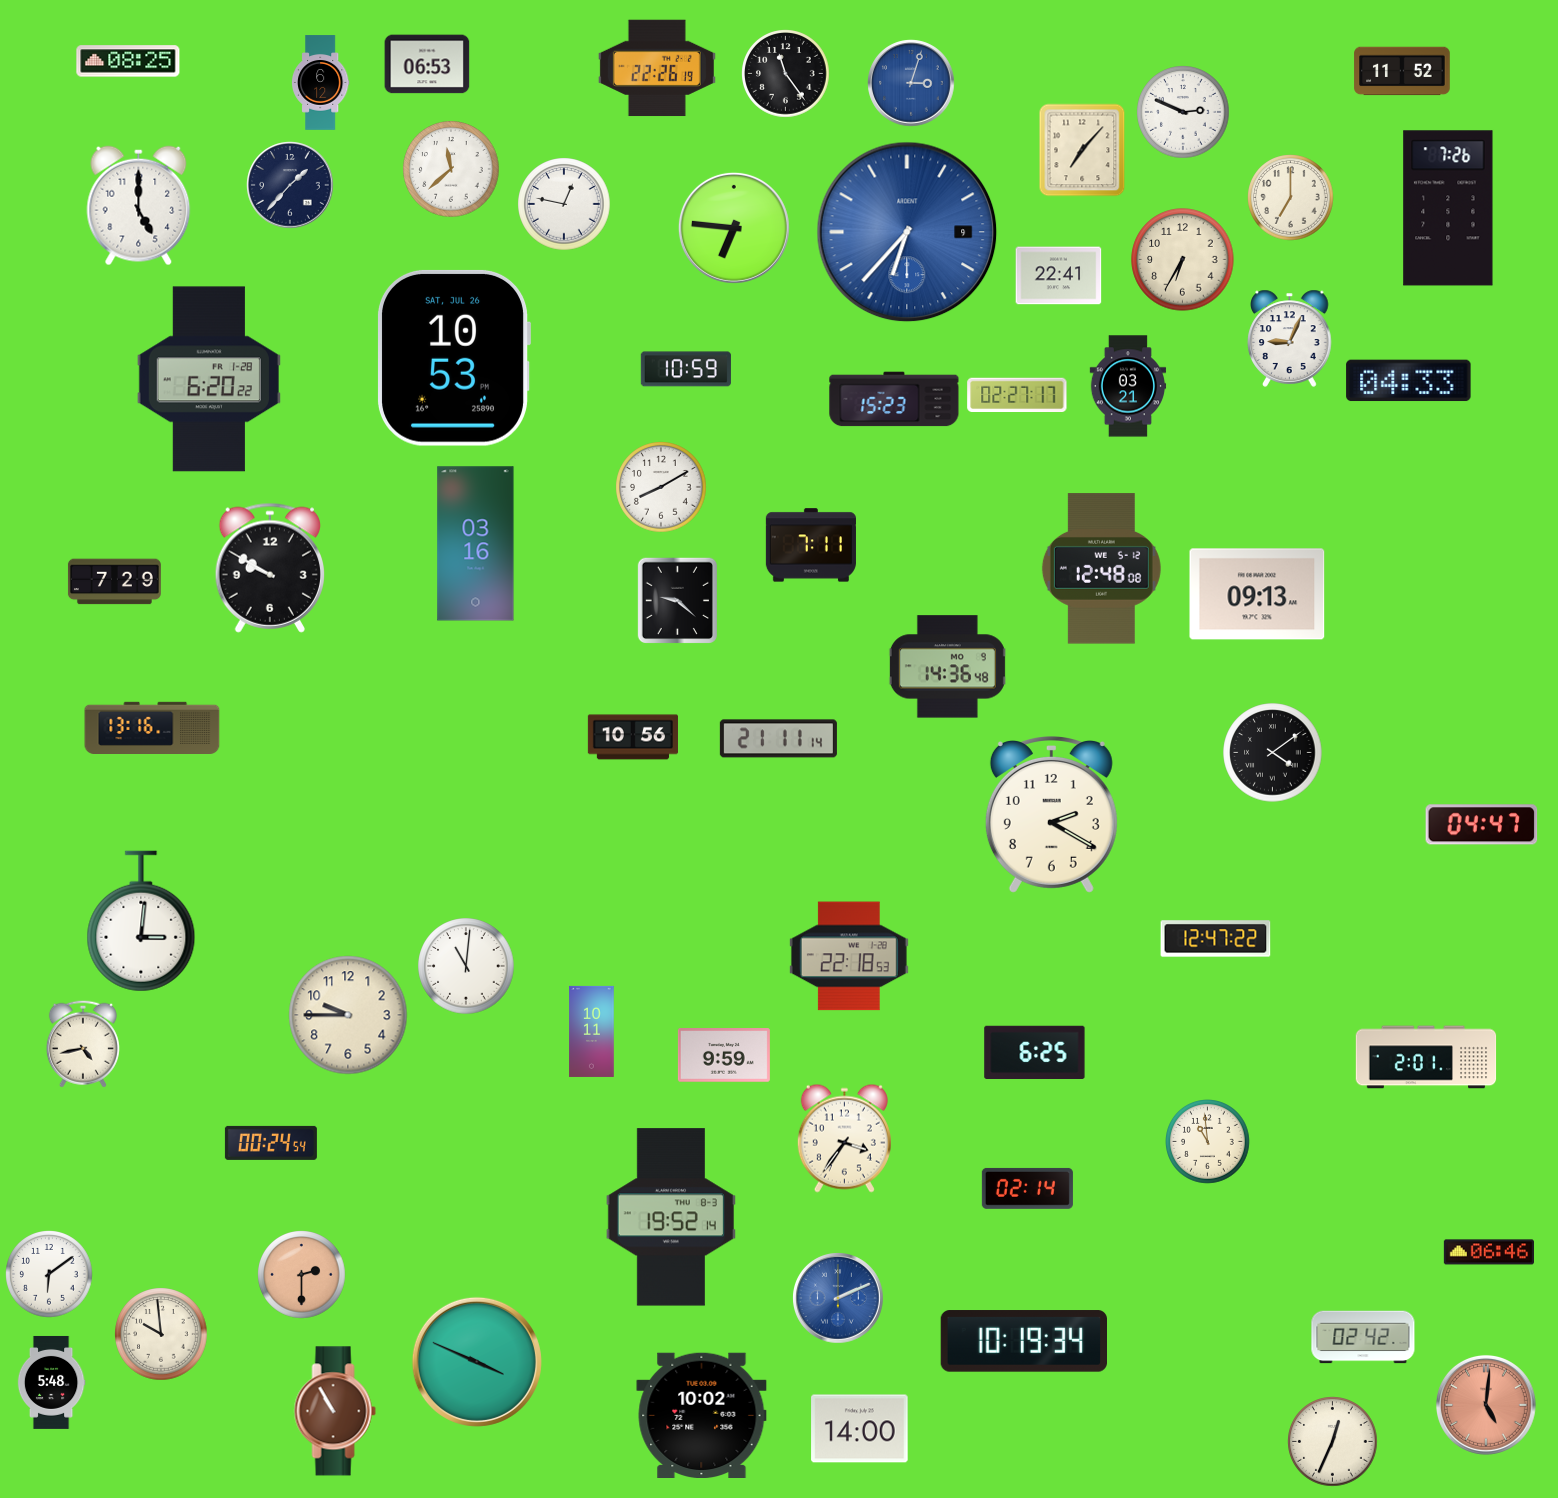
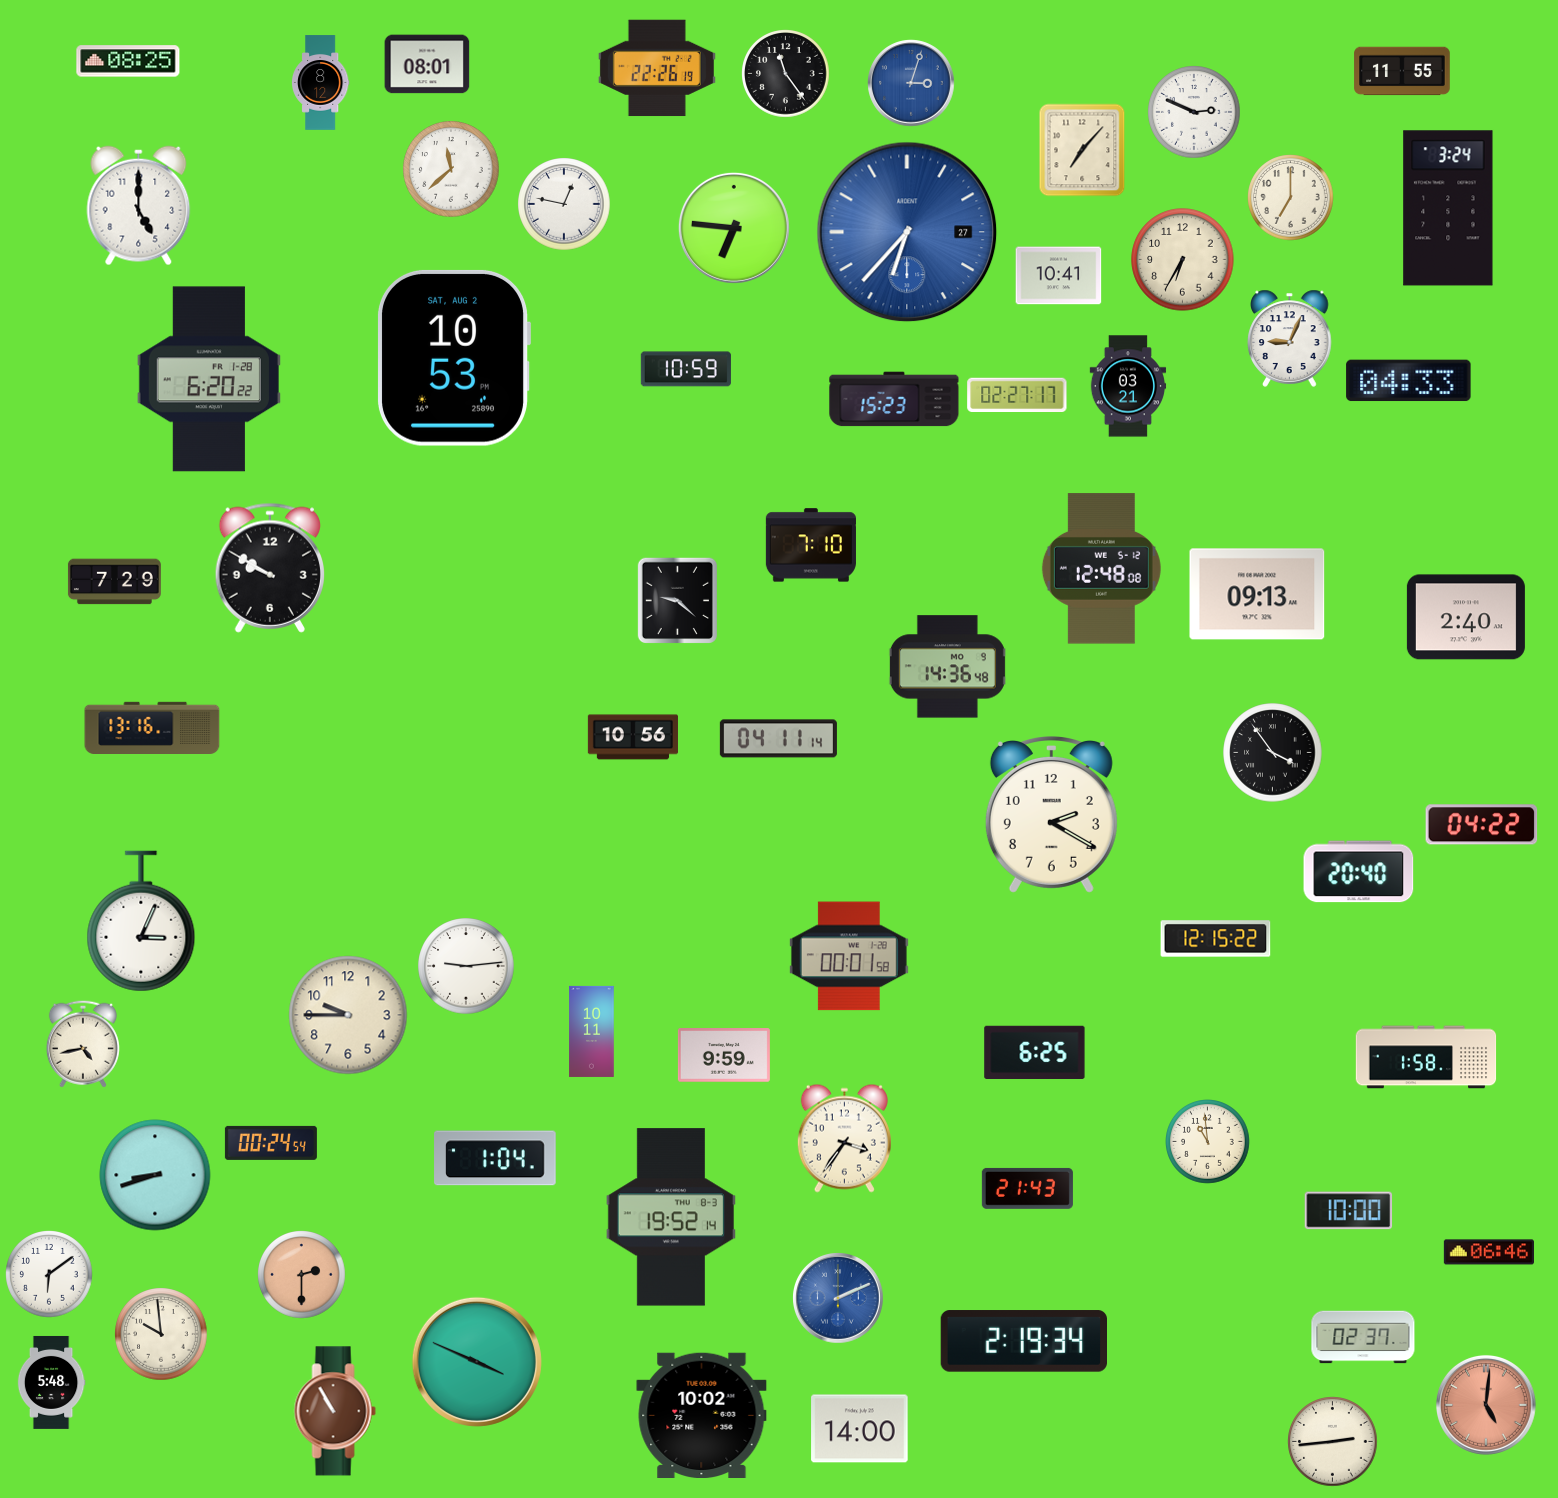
clock at (427, 64): 06:53 -> 08:01
clock at (1402, 71): 11:52 -> 11:55
clock at (320, 83): 6:12 -> 8:12
clock at (1183, 112) position: (1183, 112) -> (1194, 112)
clock at (290, 185): 1:37 -> none
clock at (1448, 208): 7:26 -> 3:24
clock at (907, 232) date: 9 -> 27
clock at (1059, 276): 22:41 -> 10:41
clock at (453, 358) date: SAT, JUL 26 -> SAT, AUG 2
clock at (661, 487): 8:10 -> none
clock at (476, 544): 03:16 -> none
clock at (811, 545): 7:11 -> 7:10
clock at (1466, 617): none -> 2:40
clock at (778, 739): 21:11 -> 04:11
clock at (1273, 753): 4:09 -> 3:54
clock at (1482, 825): 04:47 -> 04:22
clock at (1359, 872): none -> 20:40
clock at (141, 921): 3:01 -> 3:04
clock at (1216, 939): 12:47 -> 12:15
clock at (849, 956): 22:18 -> 00:01
clock at (466, 966): 11:01 -> 9:14
clock at (1426, 1057): 2:01 -> 1:58
clock at (495, 1158): none -> 1:04
clock at (155, 1175): none -> 8:42
clock at (1027, 1188): 02:14 -> 21:43
clock at (1349, 1211): none -> 10:00
clock at (1363, 1337): 02:42 -> 02:37
clock at (1023, 1341): 10:19 -> 2:19
clock at (1333, 1442): 12:34 -> 2:44
